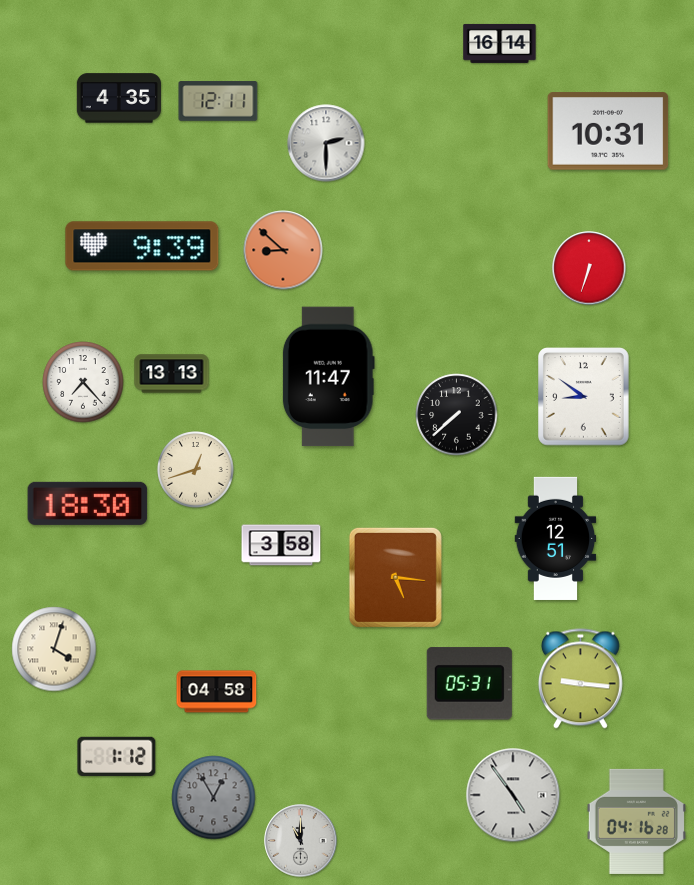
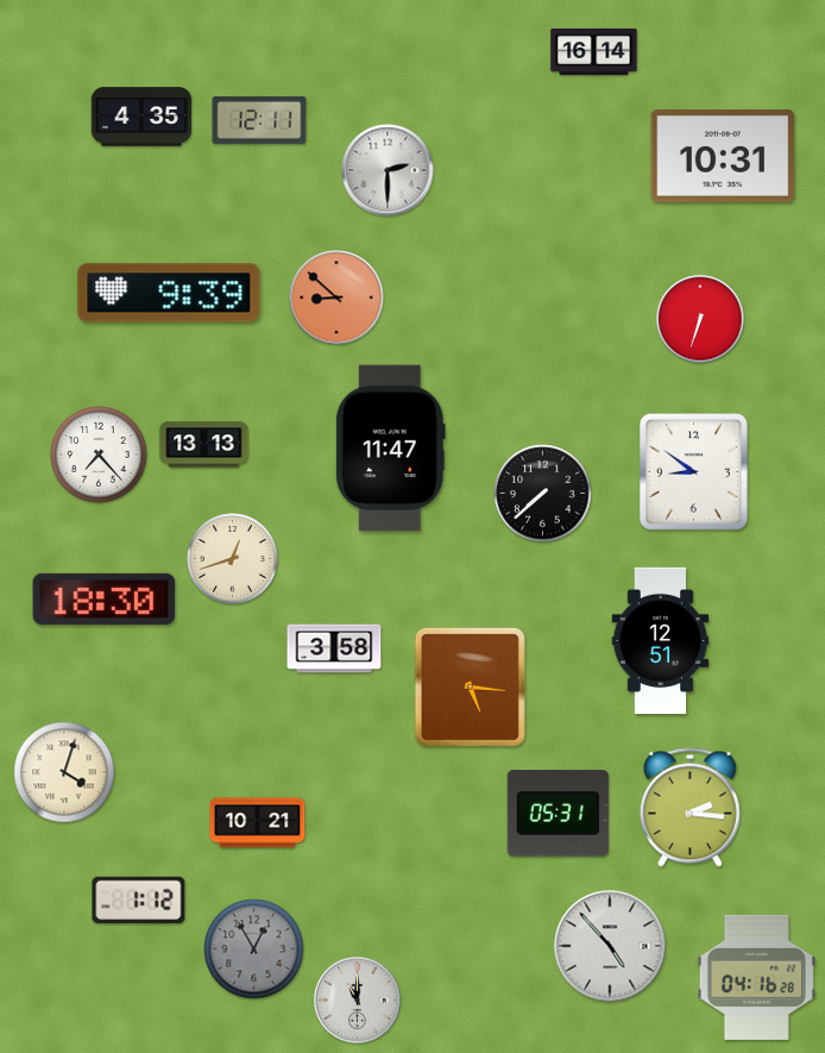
clock at (580, 679): 9:16 -> 2:16
clock at (217, 692): 04:58 -> 10:21
clock at (513, 795): 4:54 -> 4:53
